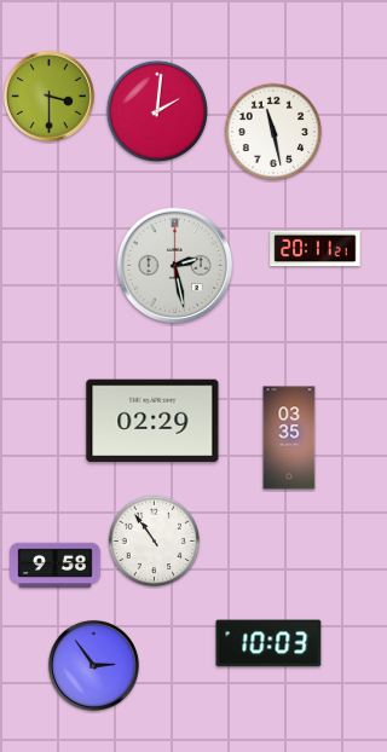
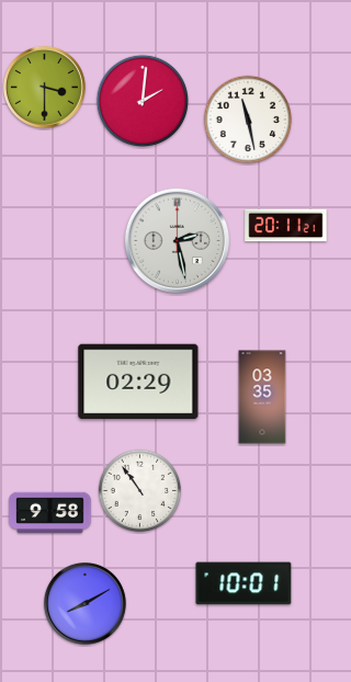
clock at (174, 265) position: (174, 265) -> (177, 240)
clock at (268, 643): 10:03 -> 10:01
clock at (93, 665): 2:54 -> 8:10
